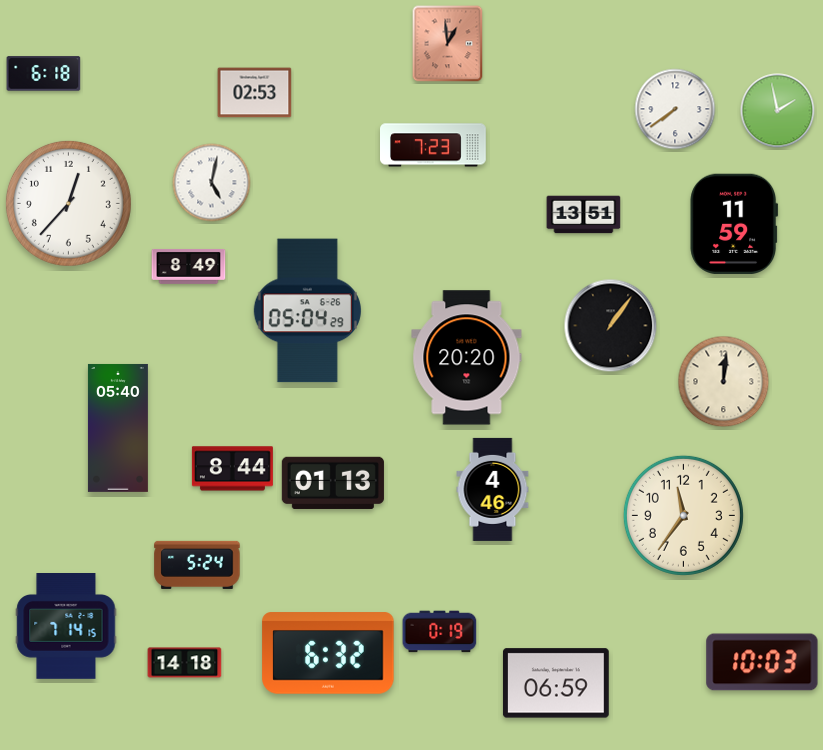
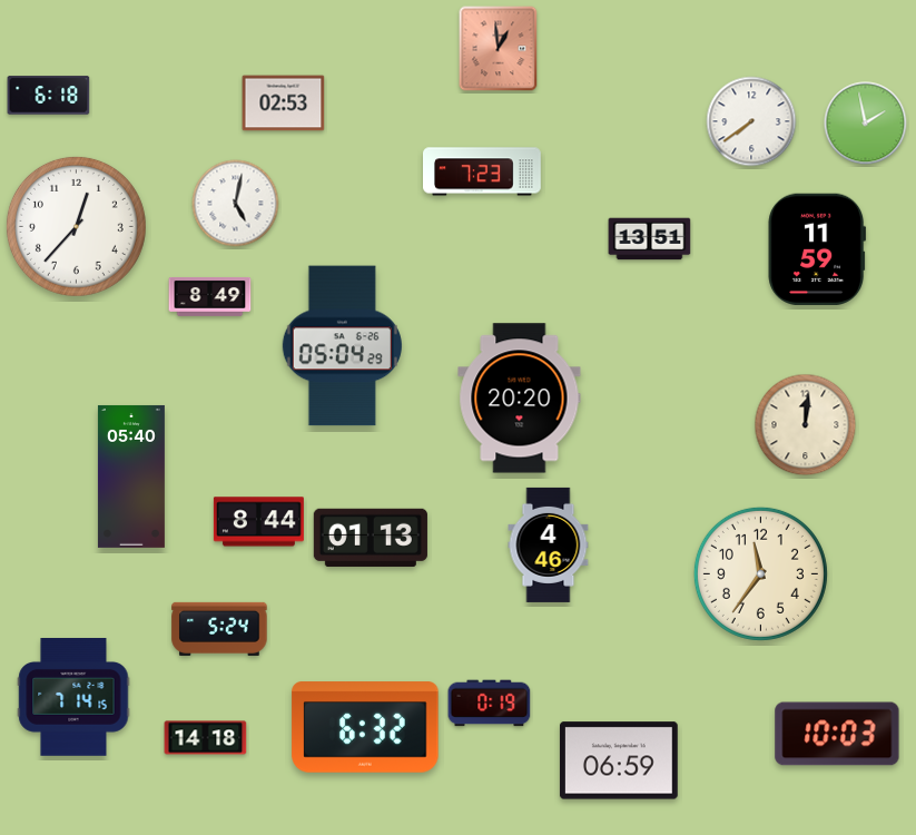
clock at (44, 74) position: (44, 74) -> (49, 96)
clock at (434, 145) position: (434, 145) -> (483, 171)
clock at (611, 326): 1:06 -> none
clock at (762, 662) position: (762, 662) -> (837, 734)
